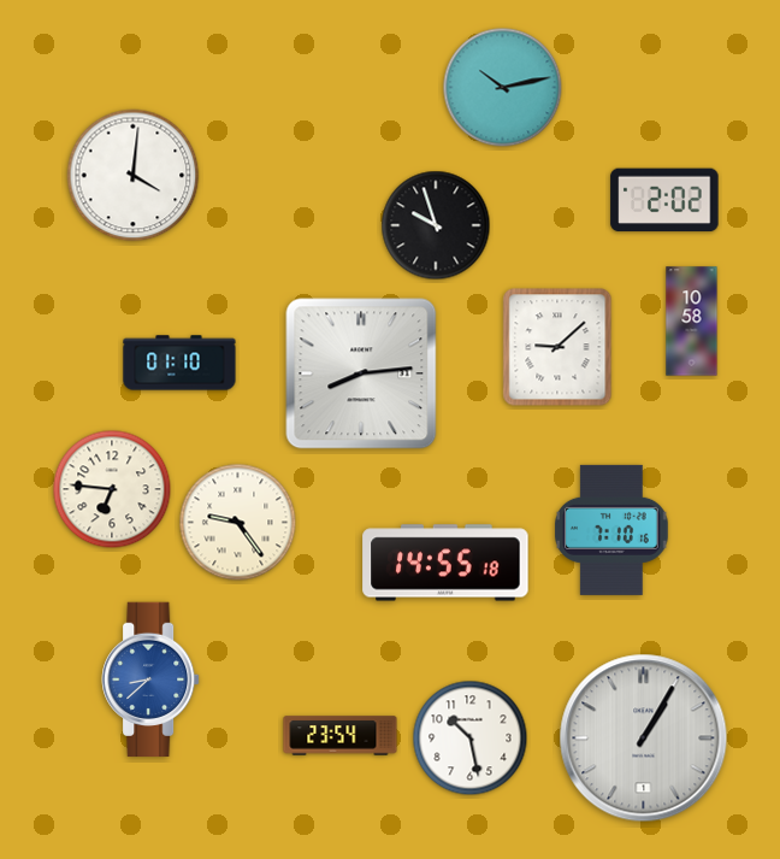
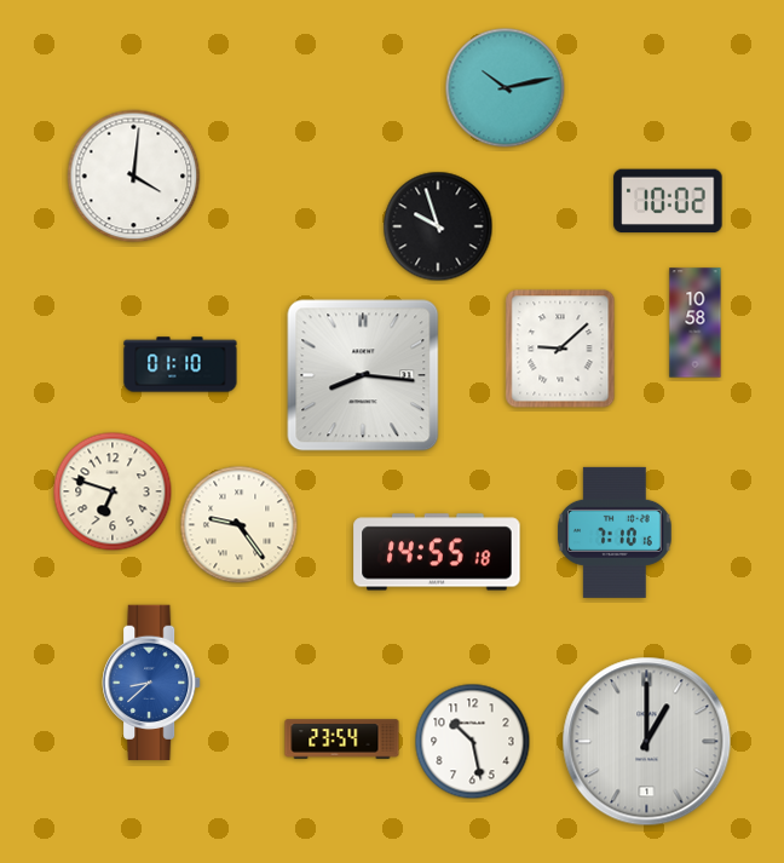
clock at (664, 200): 2:02 -> 10:02
clock at (361, 373): 8:14 -> 8:16
clock at (112, 489): 6:46 -> 6:48
clock at (445, 563) position: (445, 563) -> (437, 552)
clock at (644, 739): 1:05 -> 1:00
